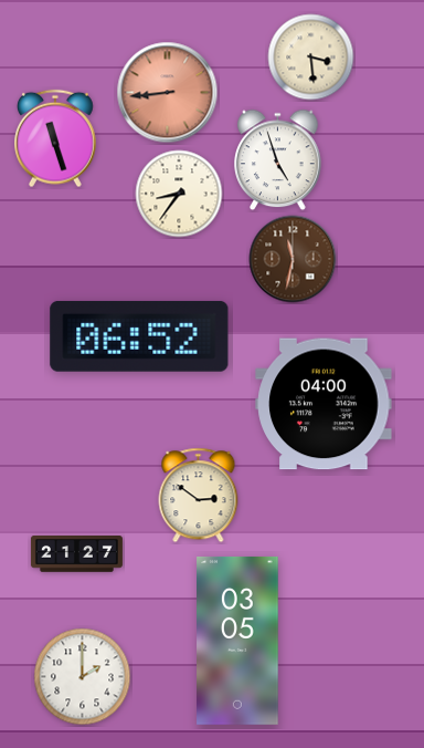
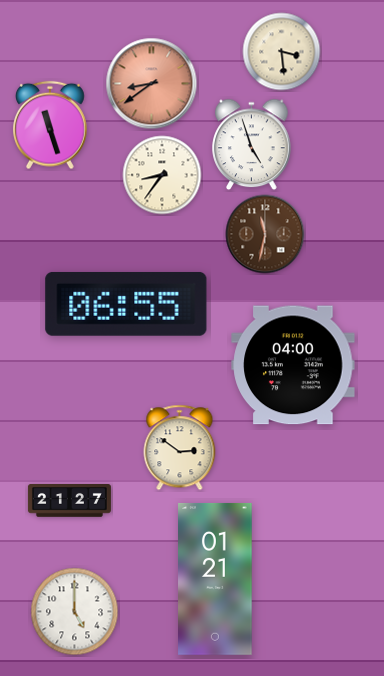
clock at (168, 93): 8:44 -> 8:39
clock at (139, 336): 06:52 -> 06:55
clock at (237, 641): 03:05 -> 01:21
clock at (83, 677): 2:00 -> 5:00
